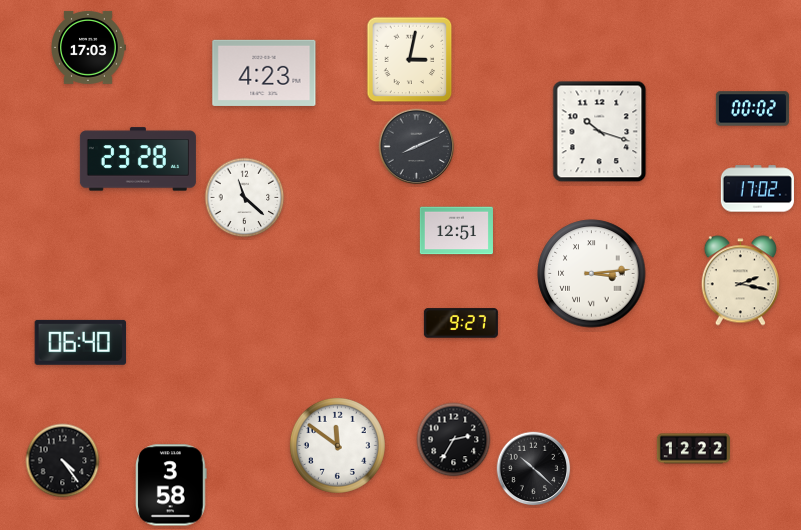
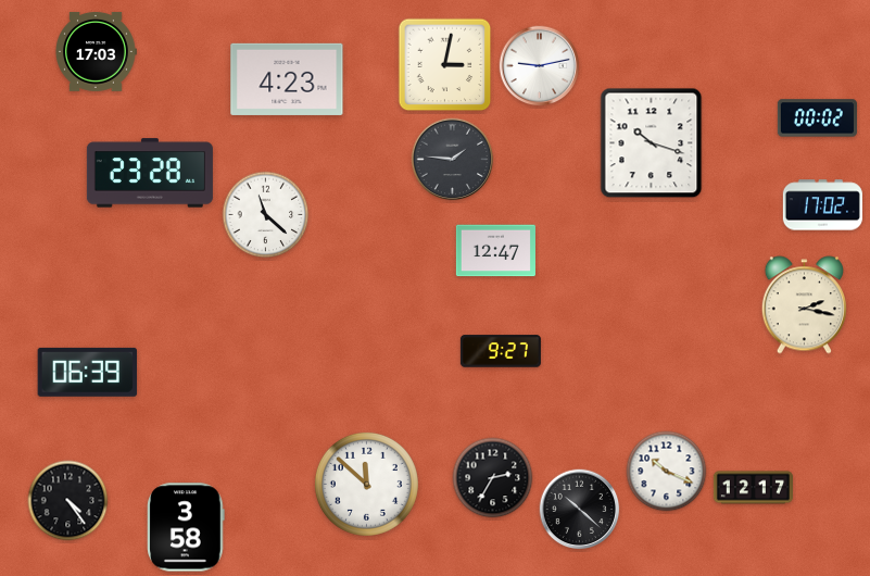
clock at (540, 66): none -> 9:13
clock at (417, 147): 8:11 -> 1:46
clock at (456, 231): 12:51 -> 12:47
clock at (592, 274): 3:14 -> none
clock at (81, 342): 06:40 -> 06:39
clock at (667, 472): none -> 10:19
clock at (337, 445): 11:51 -> 11:52
clock at (693, 449): 12:22 -> 12:17
